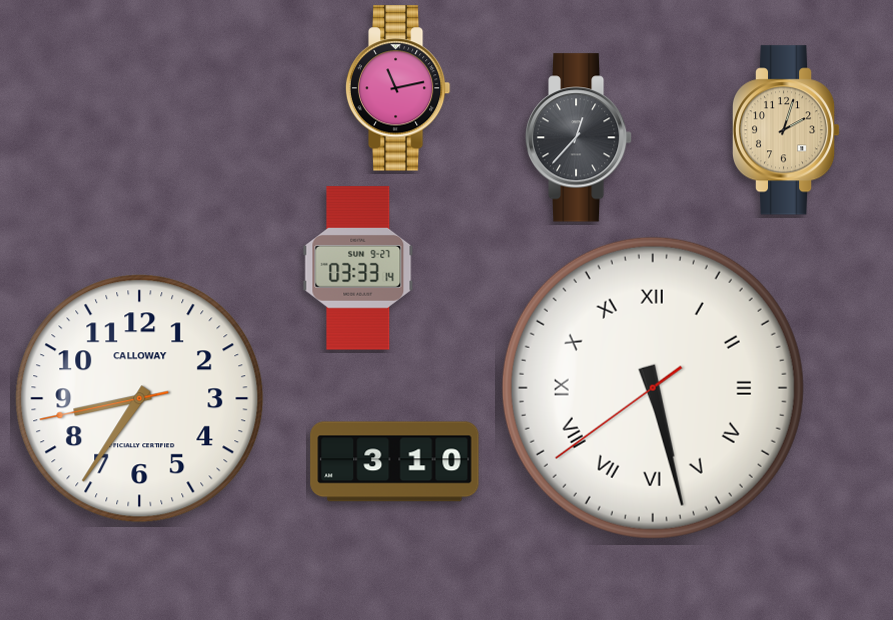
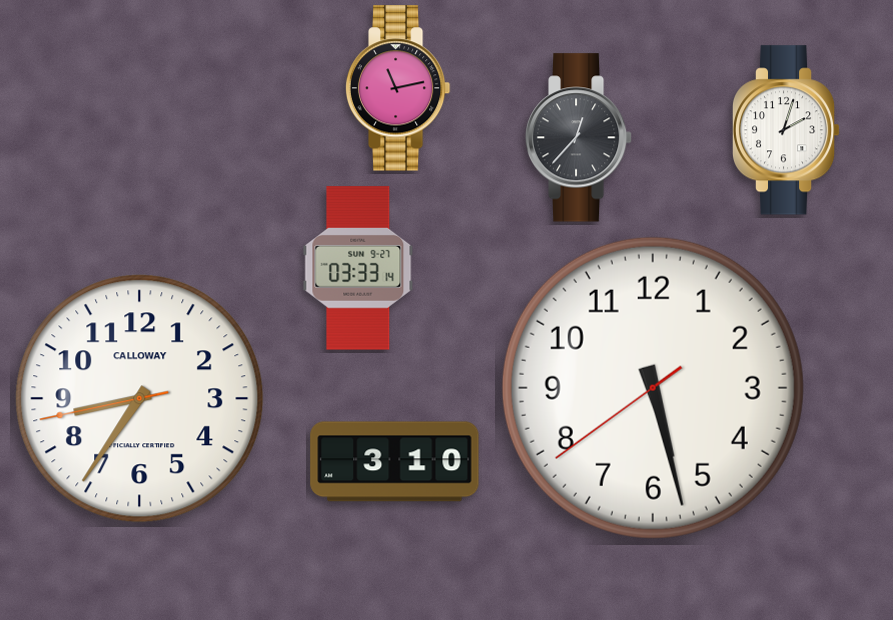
clock at (786, 130) dial: champagne -> white
clock at (653, 388) numerals: Roman -> Arabic
